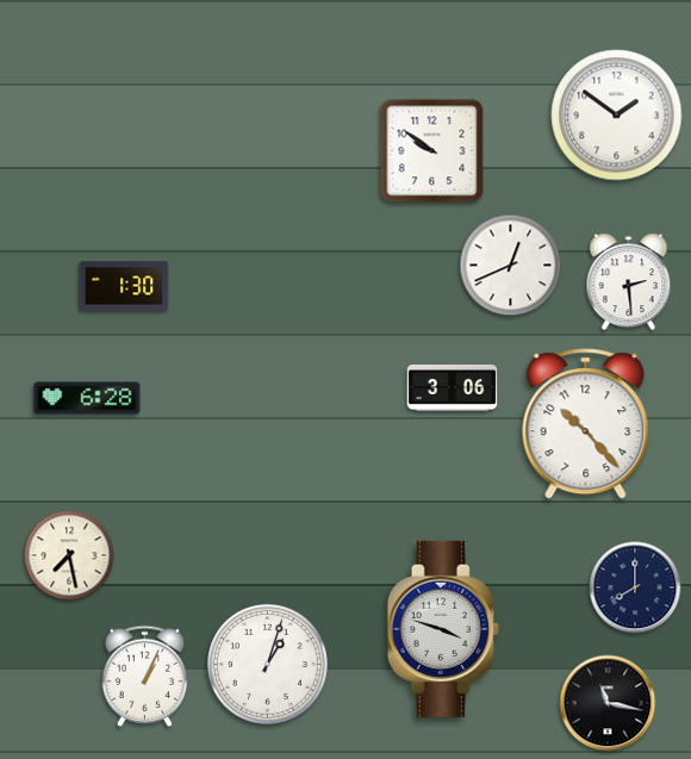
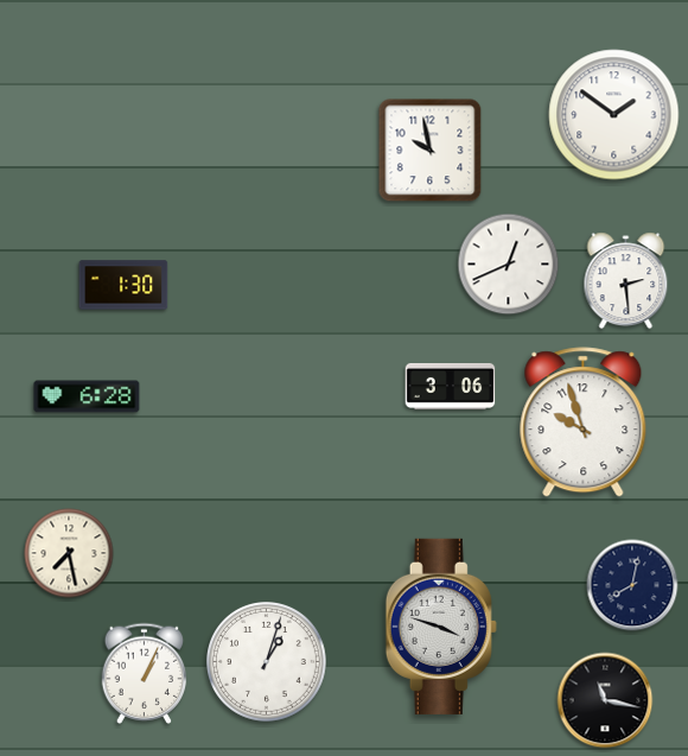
clock at (432, 151): 9:51 -> 9:58
clock at (586, 424): 10:23 -> 9:57
clock at (635, 587): 8:00 -> 8:02
